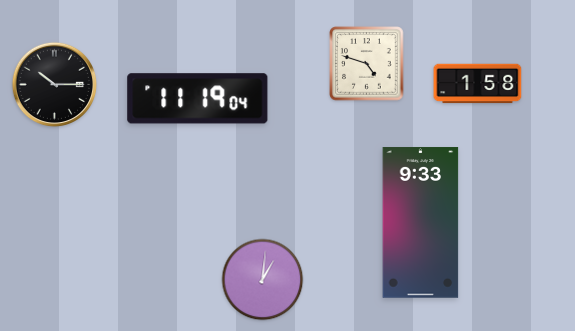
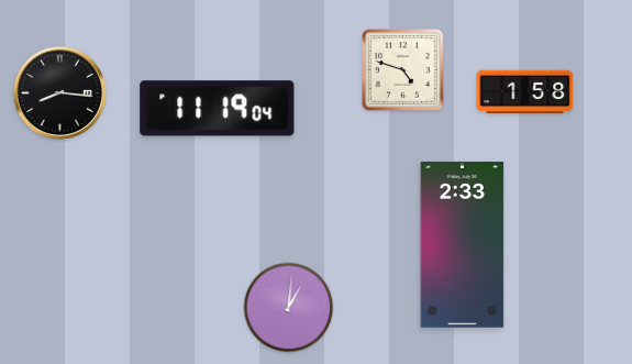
clock at (55, 85): 10:15 -> 8:16
clock at (421, 223): 9:33 -> 2:33
